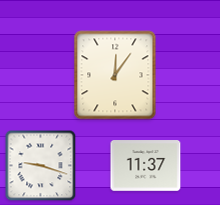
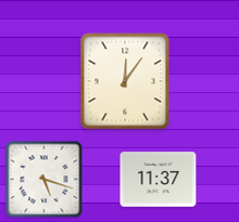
clock at (41, 166): 9:18 -> 5:18
